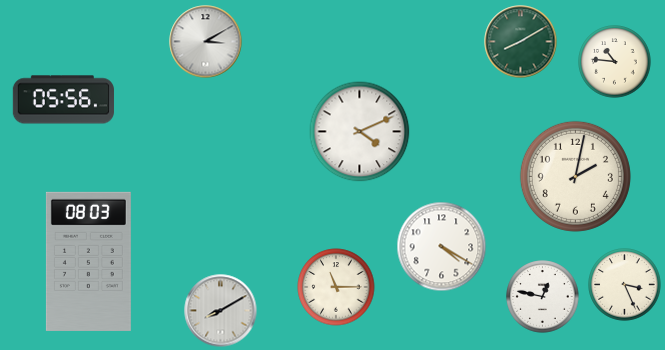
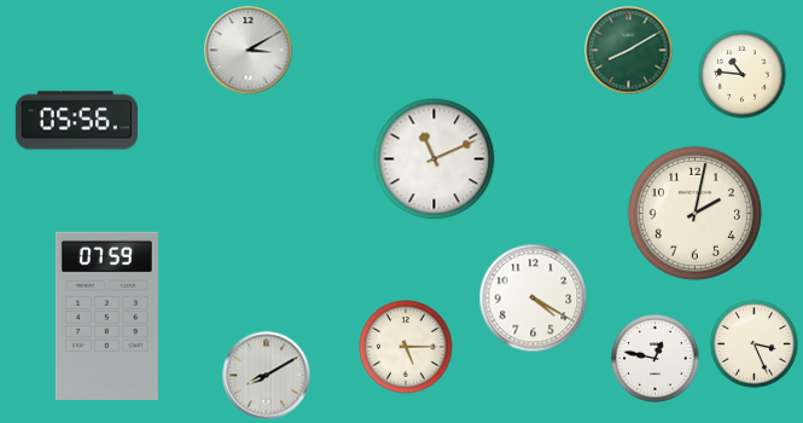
clock at (360, 132): 4:11 -> 11:11
clock at (88, 261): 08:03 -> 07:59
clock at (336, 287): 11:15 -> 5:15
